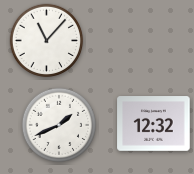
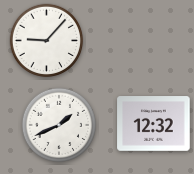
clock at (47, 41): 11:07 -> 9:07
